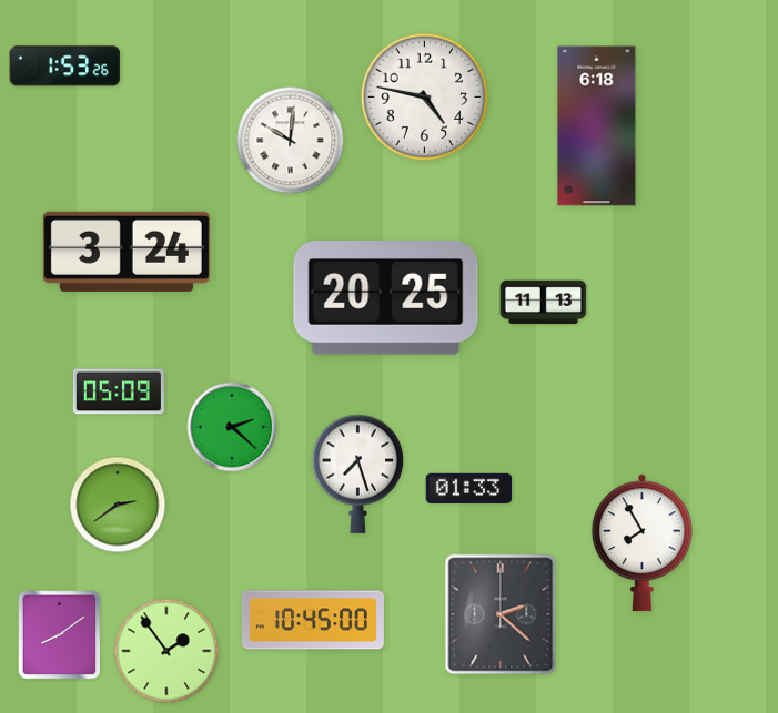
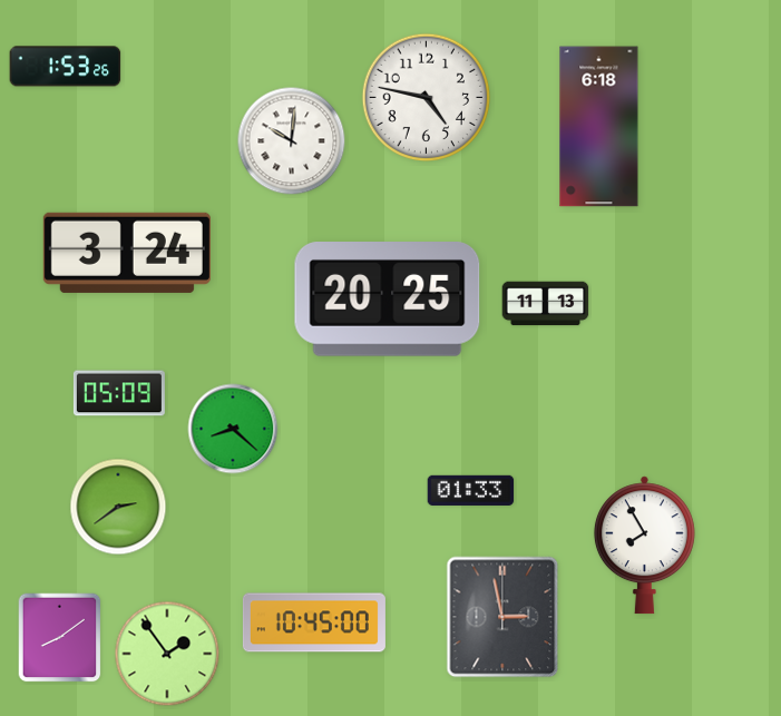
clock at (232, 427): 2:22 -> 8:22
clock at (358, 473): 7:27 -> none
clock at (501, 614): 2:22 -> 2:58
